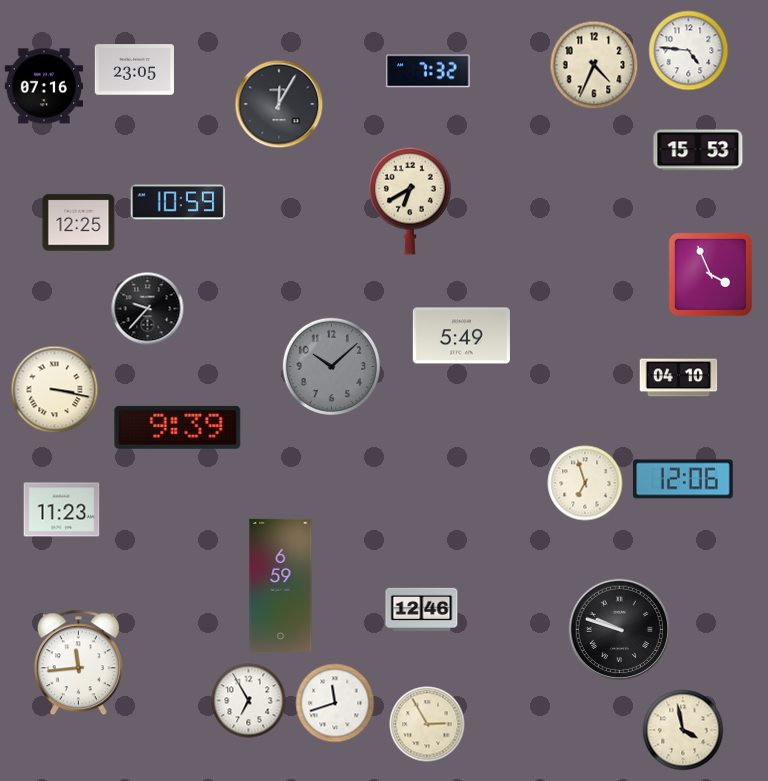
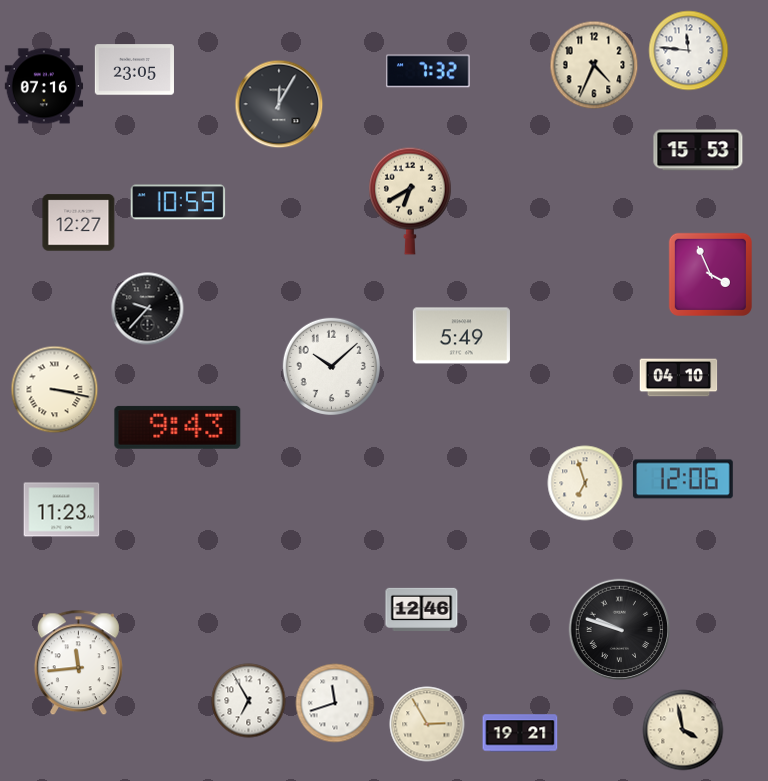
clock at (689, 51): 4:46 -> 11:46
clock at (79, 223): 12:25 -> 12:27
clock at (331, 366) dial: grey -> white
clock at (178, 427): 9:39 -> 9:43
clock at (281, 585): 6:59 -> none
clock at (520, 733): none -> 19:21
